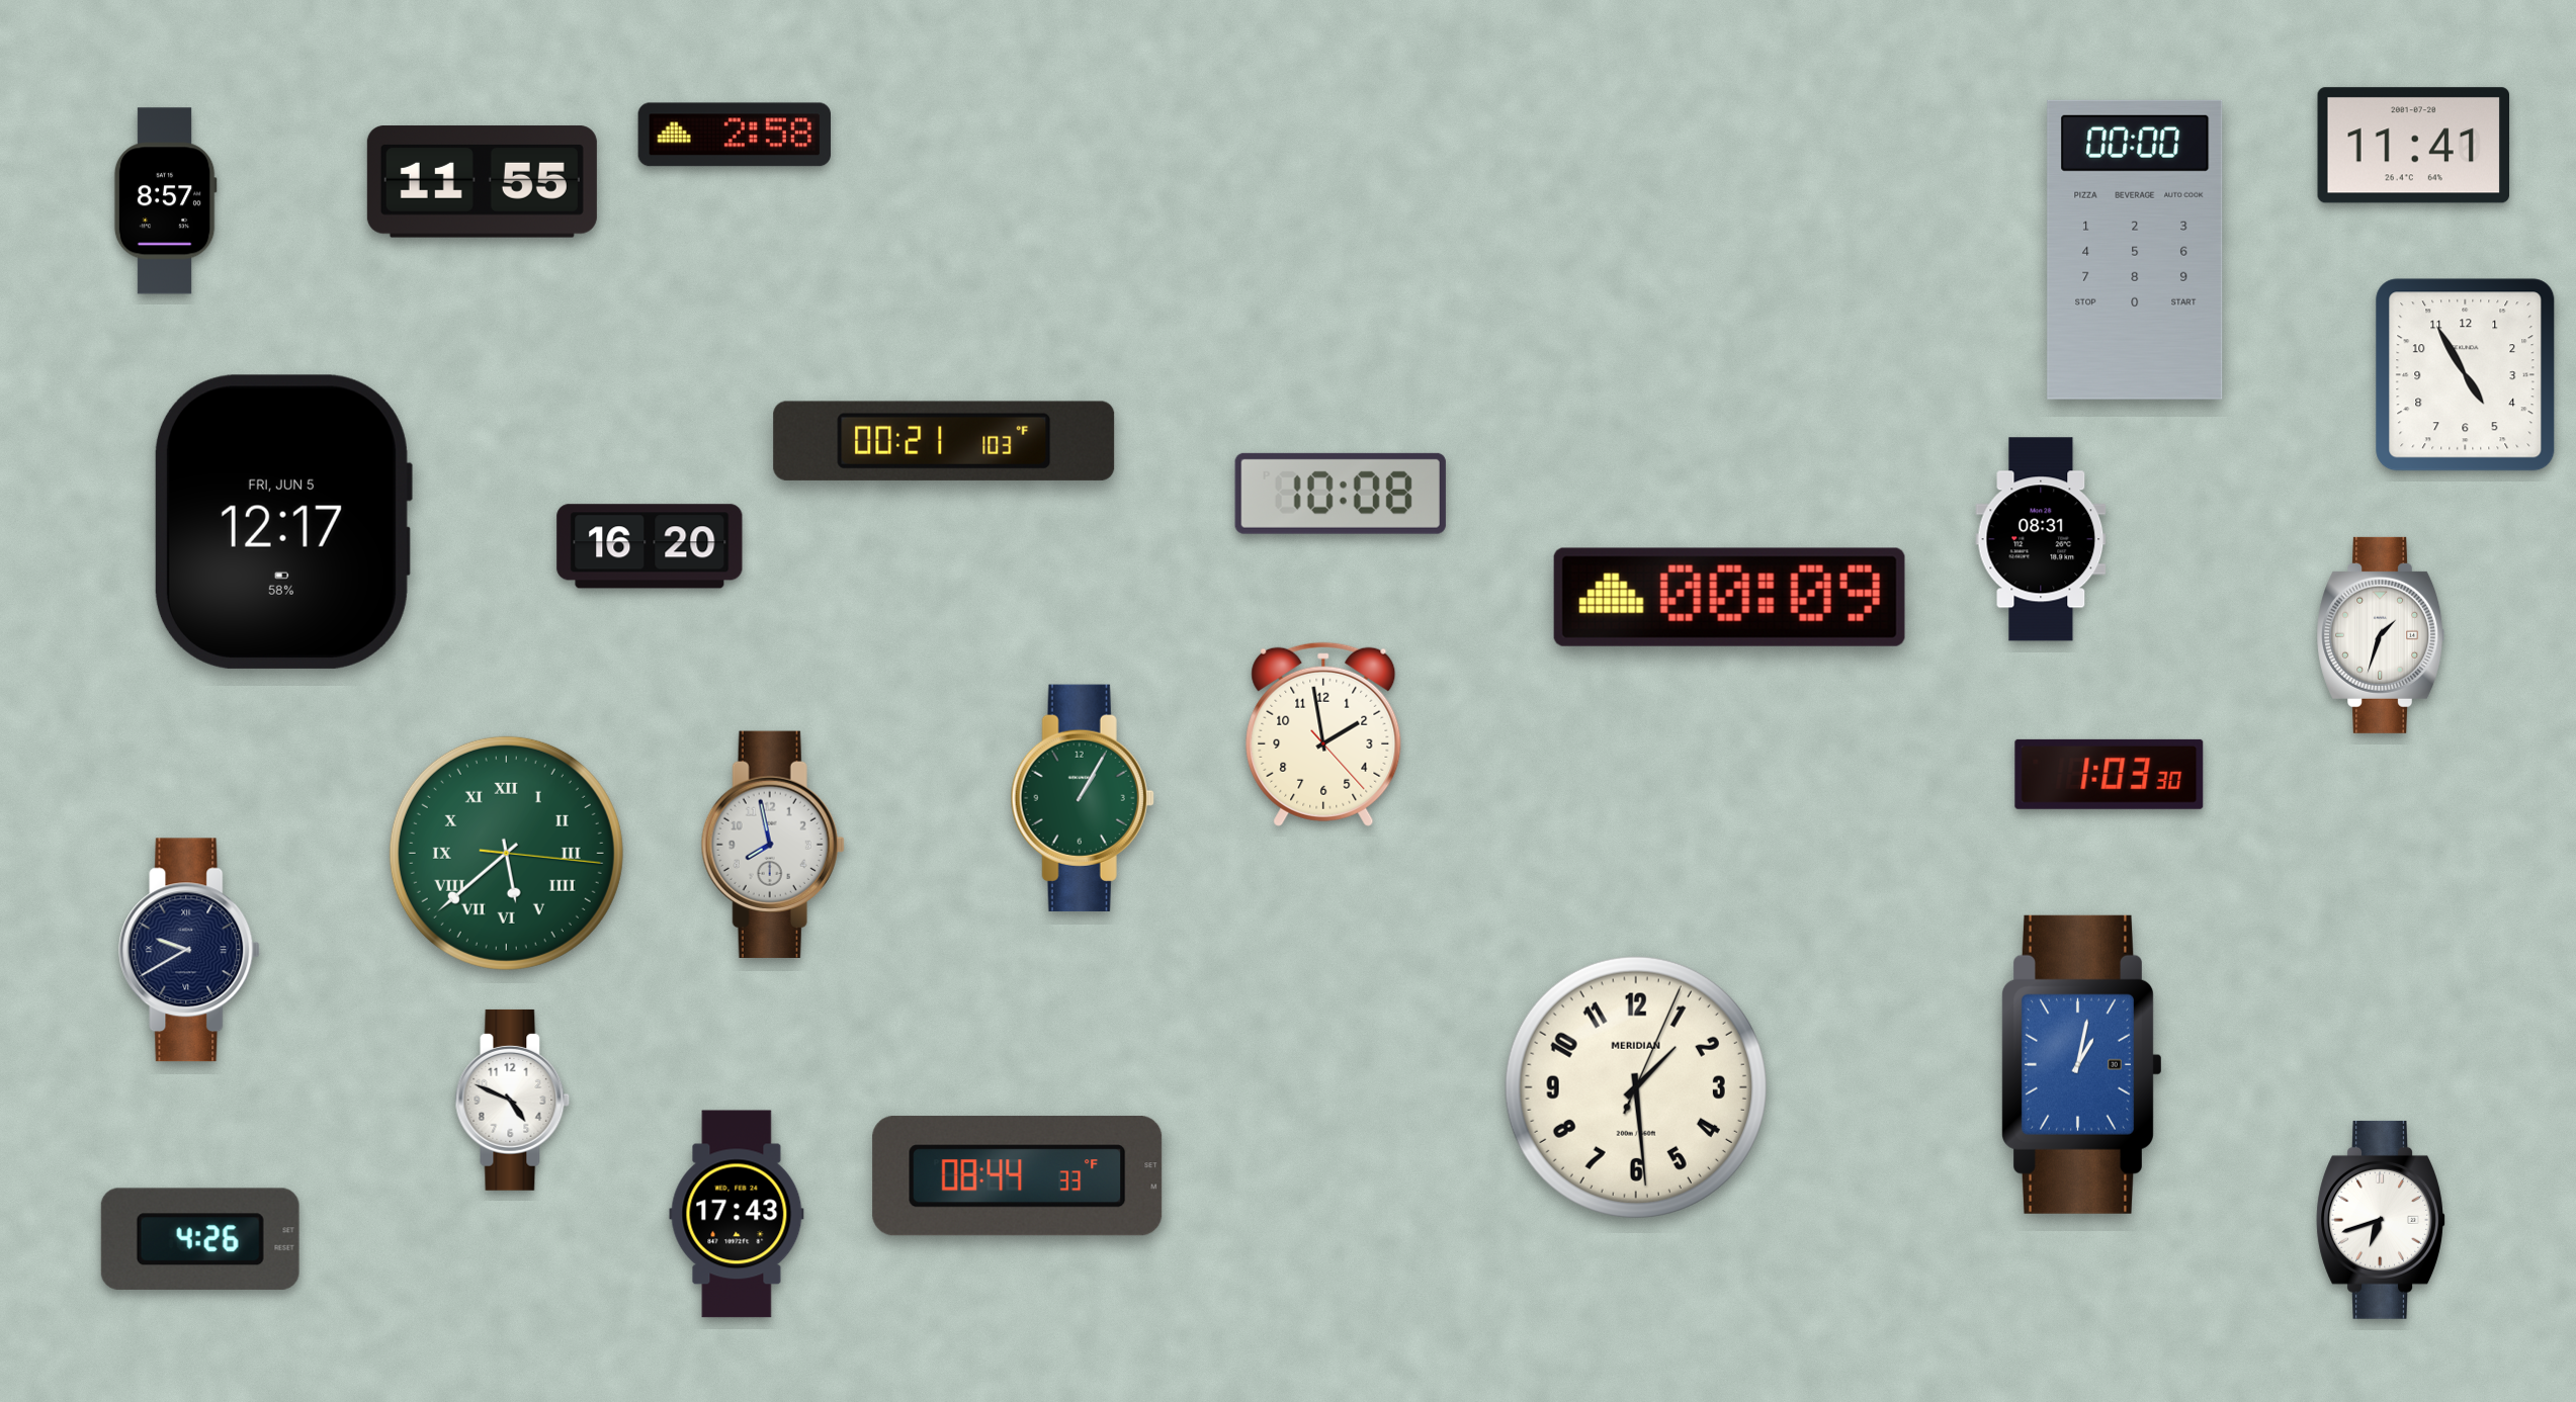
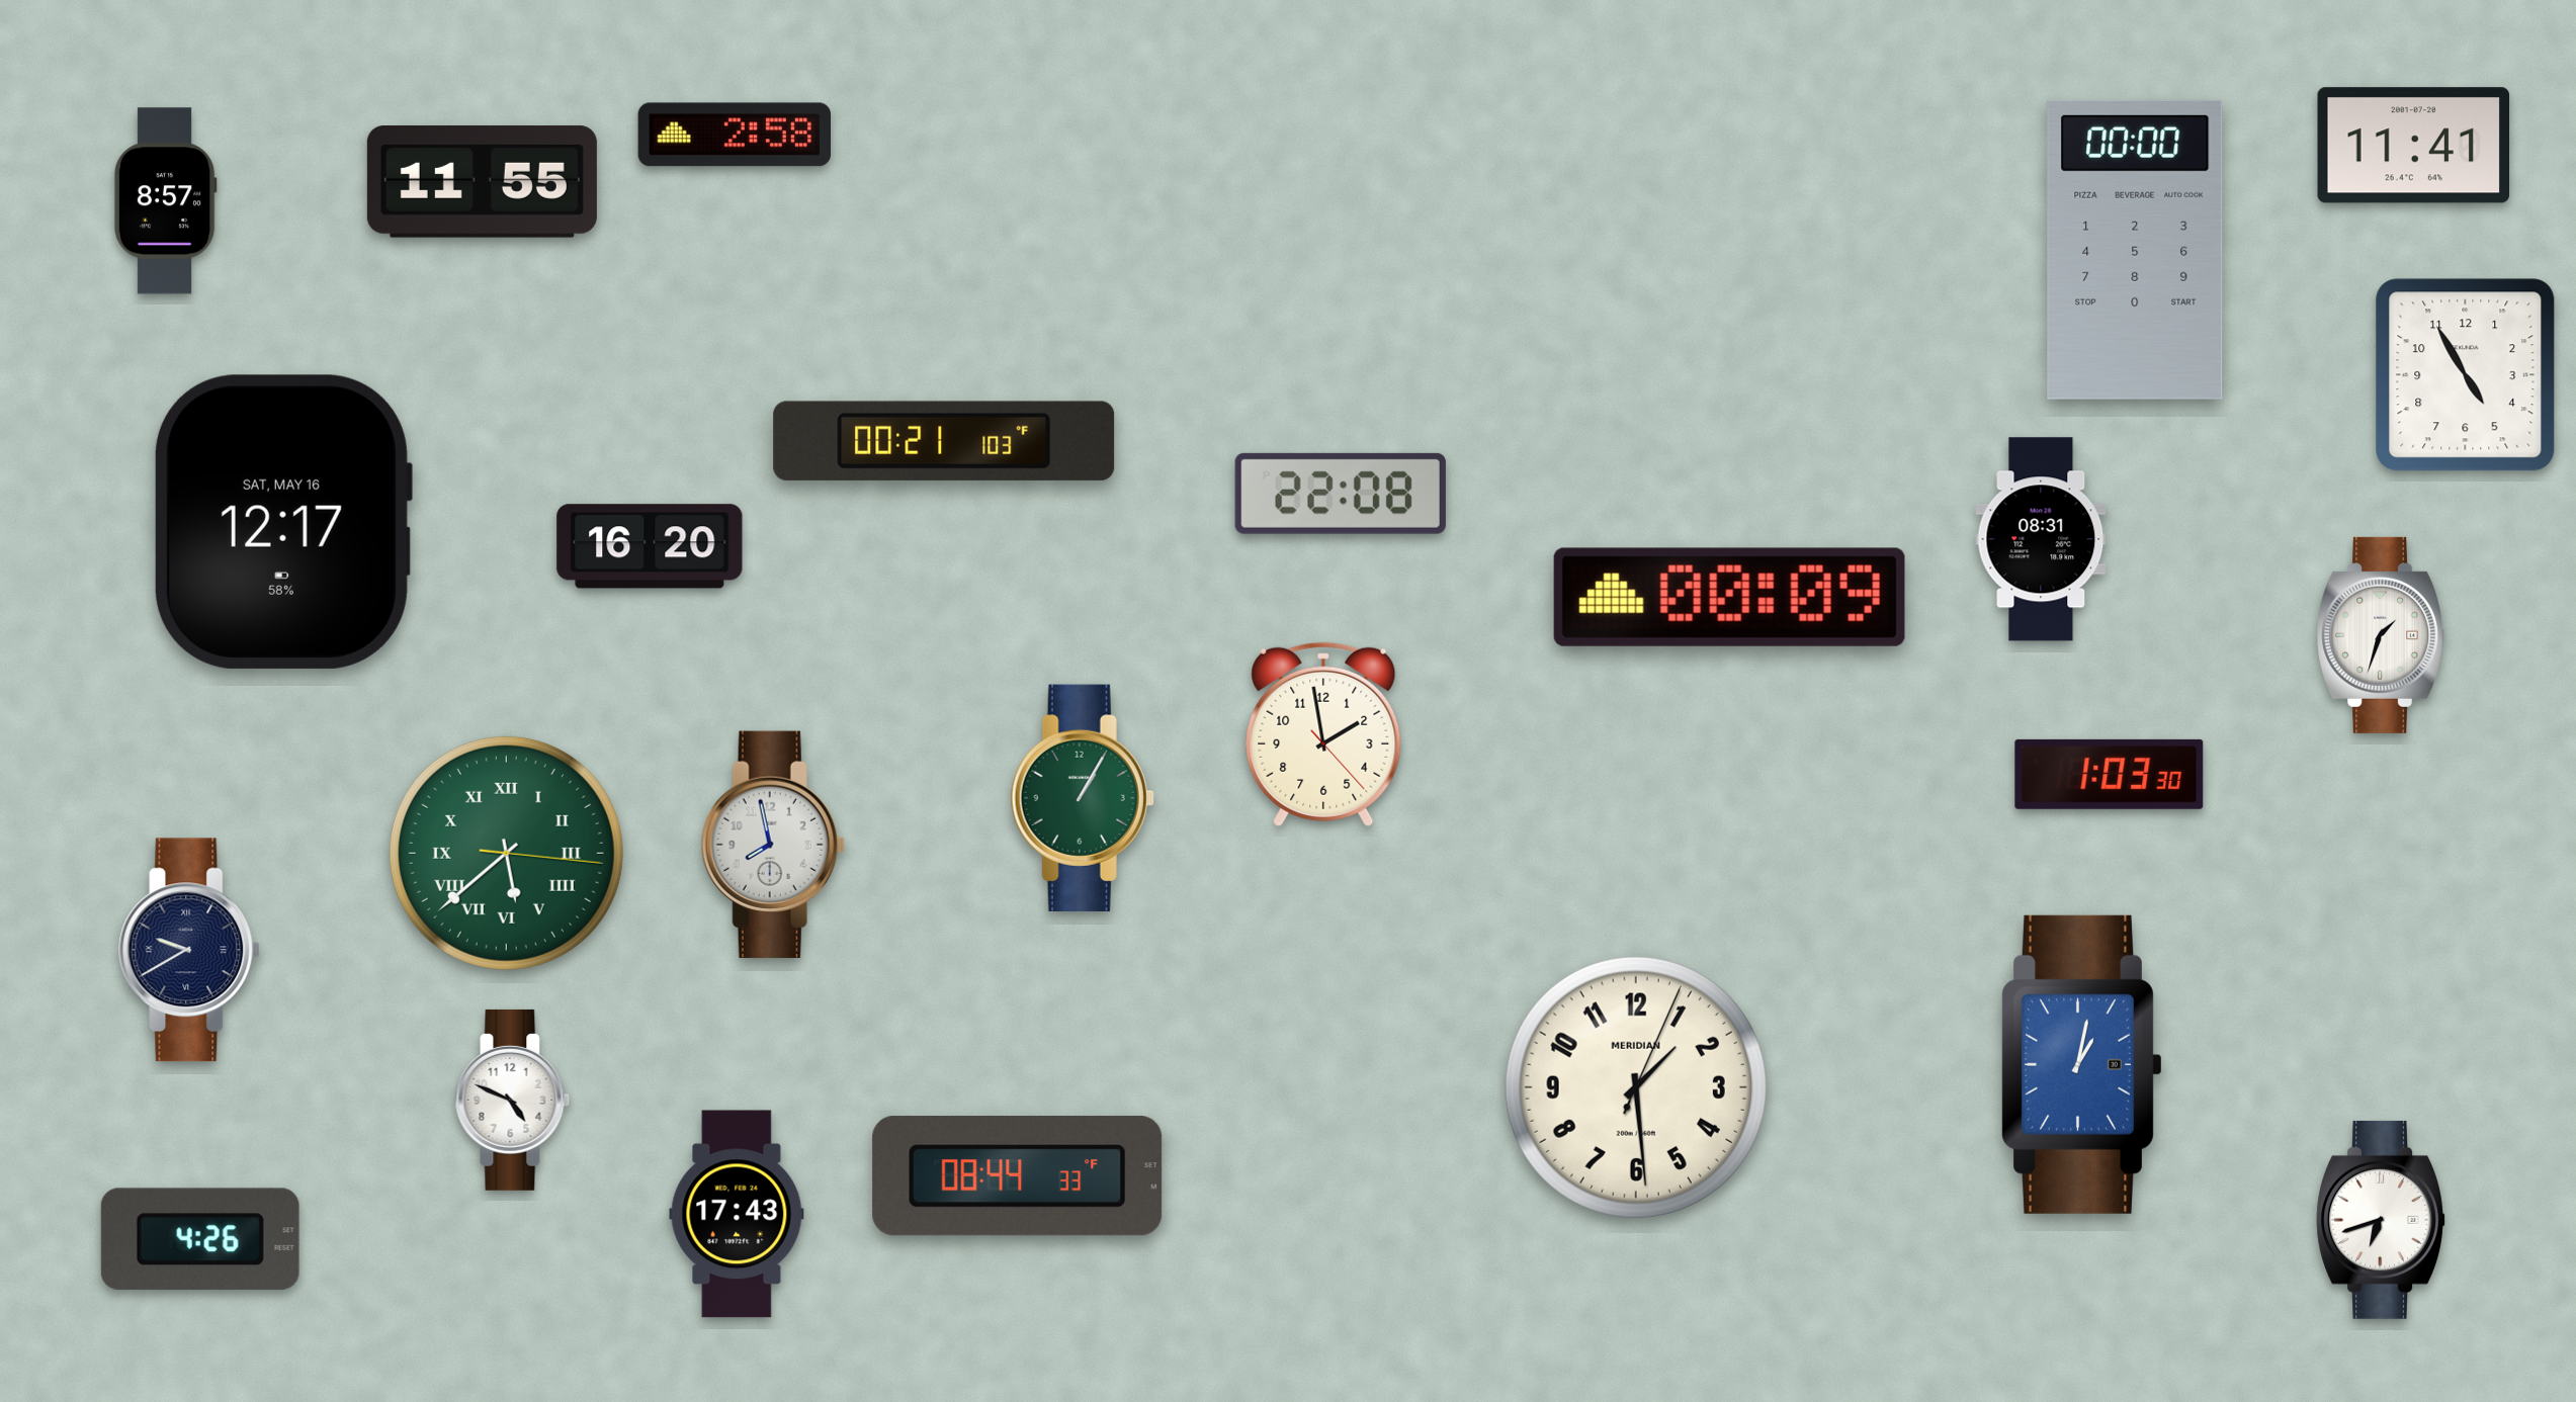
clock at (1341, 494): 10:08 -> 22:08
clock at (282, 522) date: FRI, JUN 5 -> SAT, MAY 16
